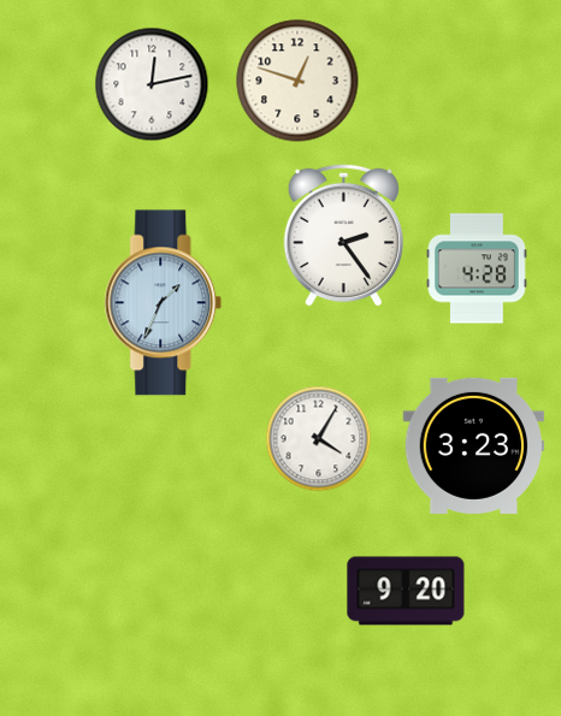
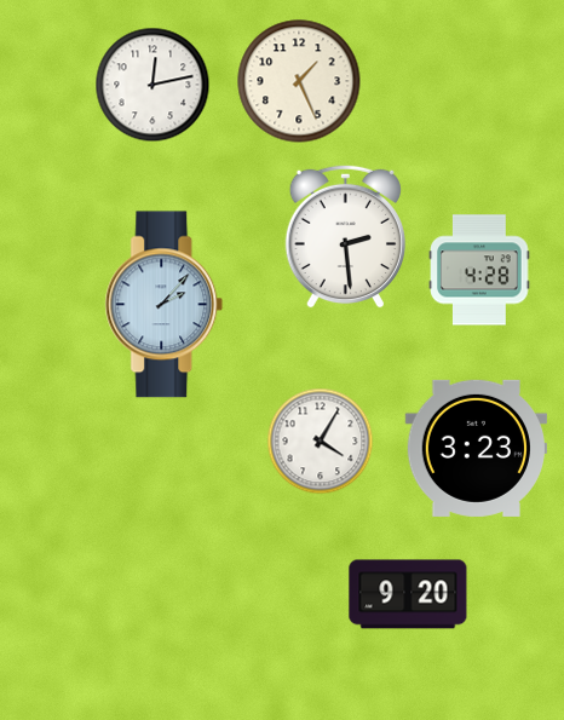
clock at (297, 81): 12:48 -> 1:26
clock at (343, 235): 2:24 -> 2:29
clock at (164, 303): 1:34 -> 2:07
